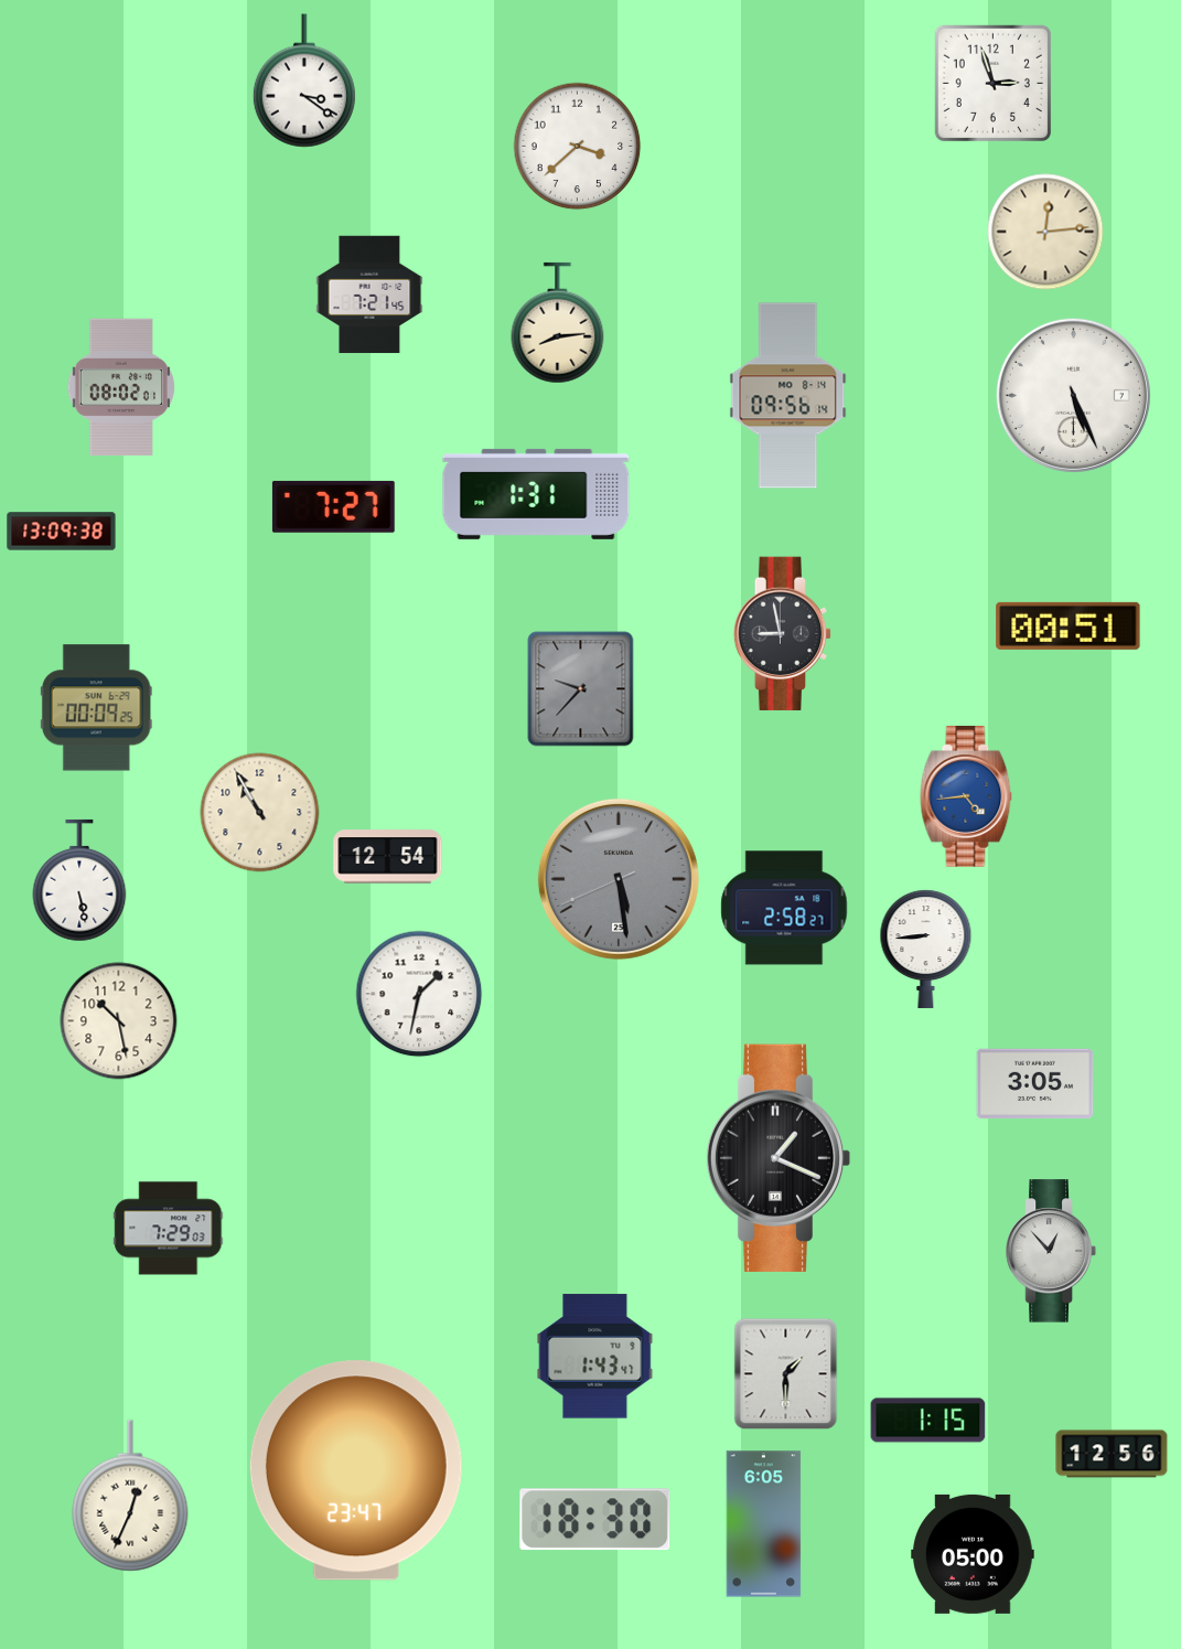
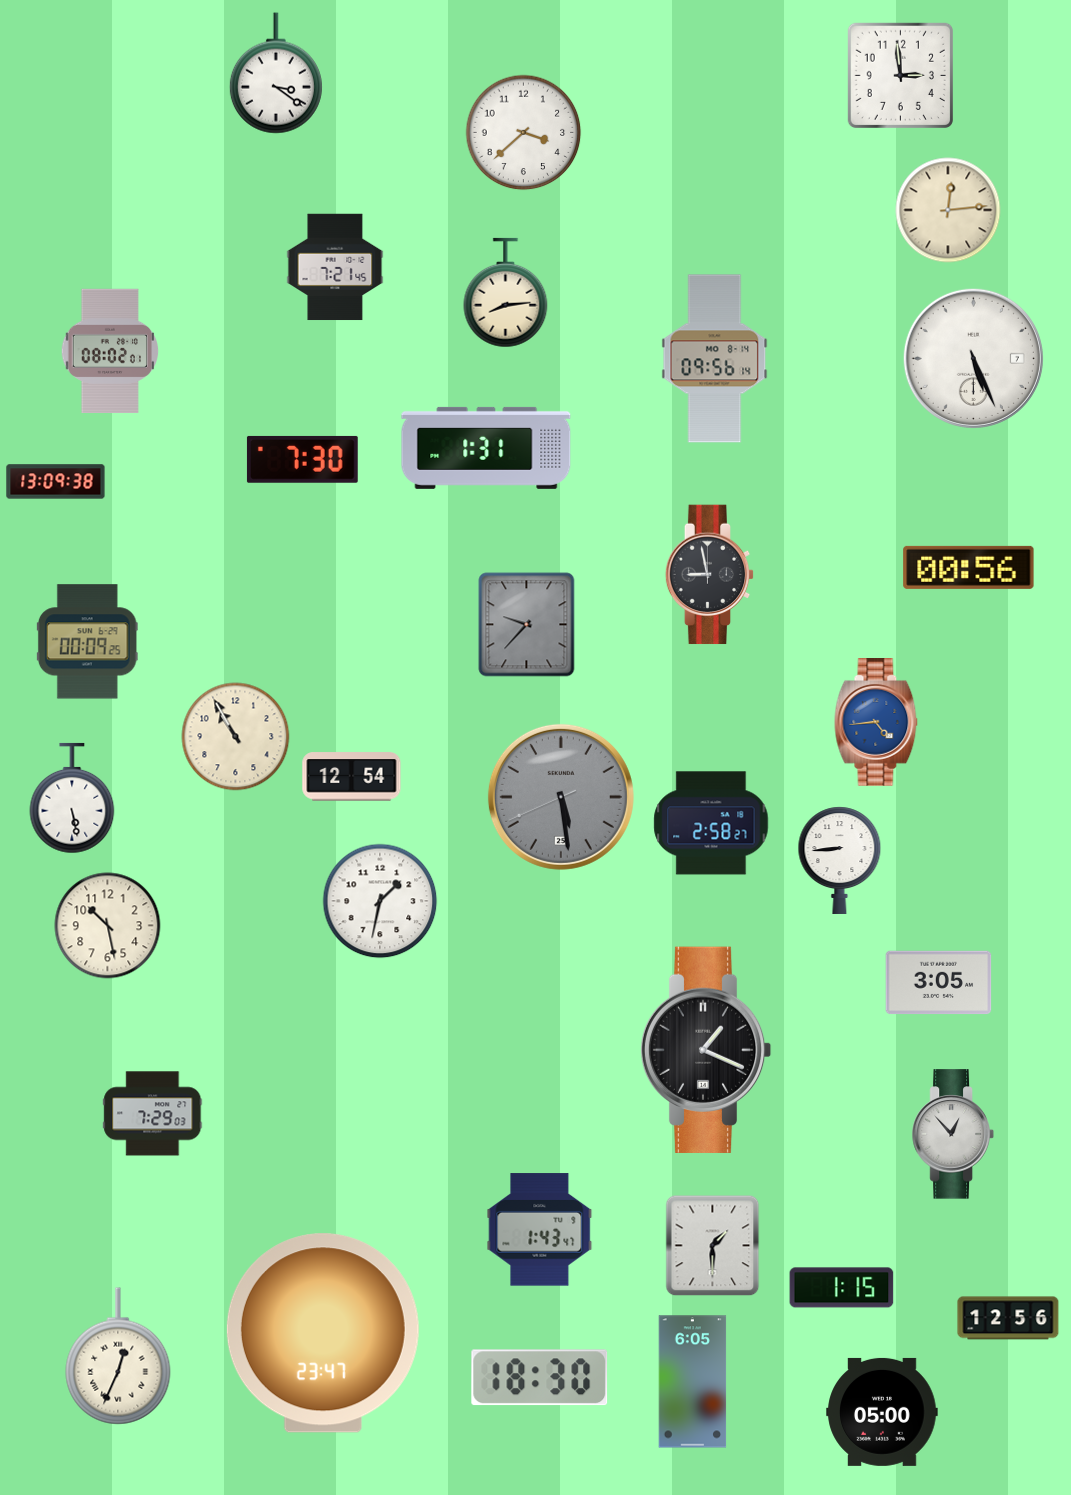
clock at (992, 83): 2:57 -> 2:59
clock at (333, 506): 7:27 -> 7:30
clock at (1069, 625): 00:51 -> 00:56
clock at (973, 1554) position: (973, 1554) -> (882, 1412)
